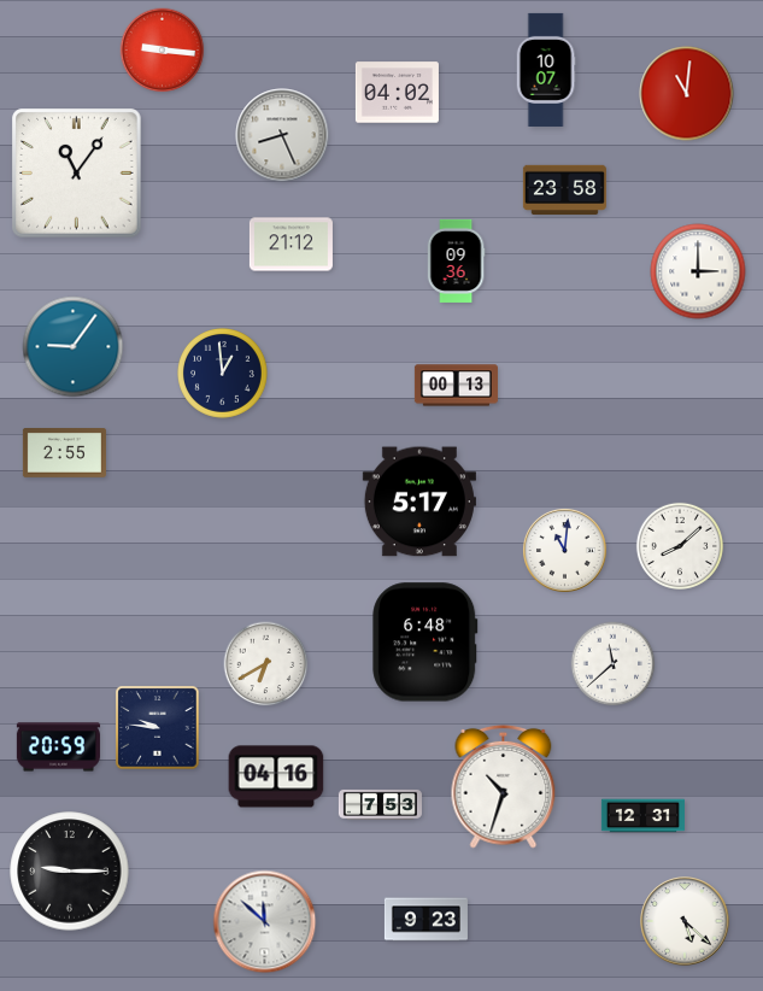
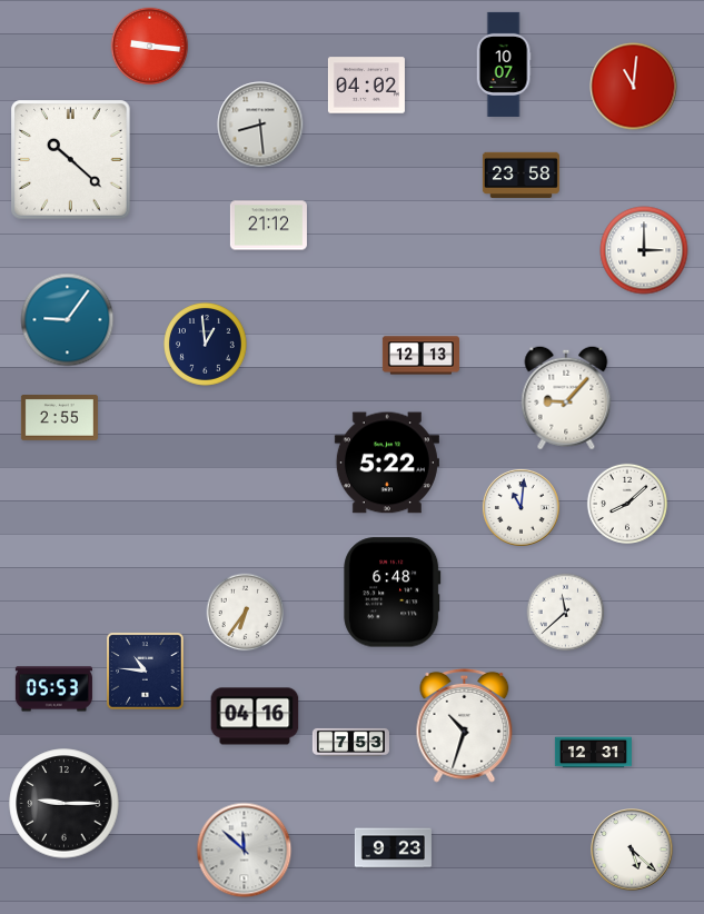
clock at (282, 135): 8:26 -> 8:29
clock at (77, 174): 11:06 -> 10:22
clock at (456, 260): 09:36 -> none
clock at (456, 386): 00:13 -> 12:13
clock at (566, 398): none -> 9:07
clock at (419, 502): 5:17 -> 5:22
clock at (266, 664): 6:40 -> 6:36
clock at (158, 728): 9:46 -> 10:46
clock at (58, 747): 20:59 -> 05:53
